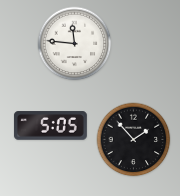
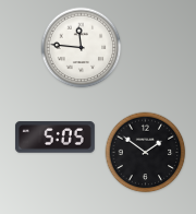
clock at (134, 140): 1:53 -> 1:51
